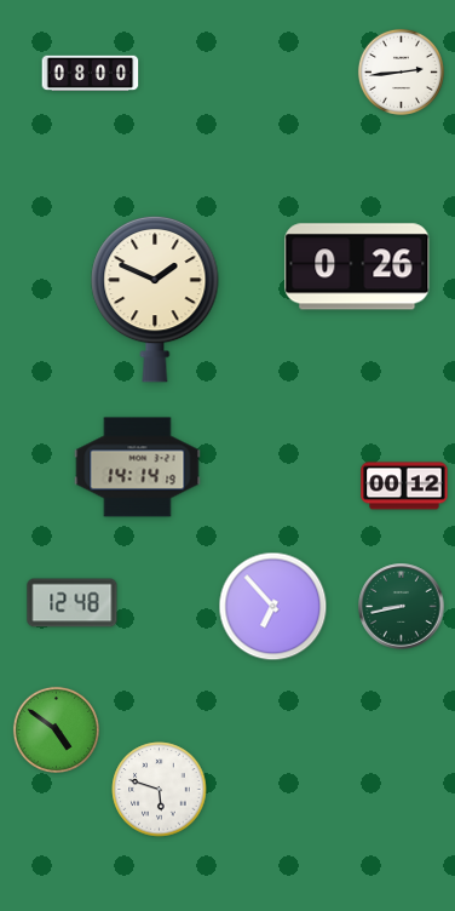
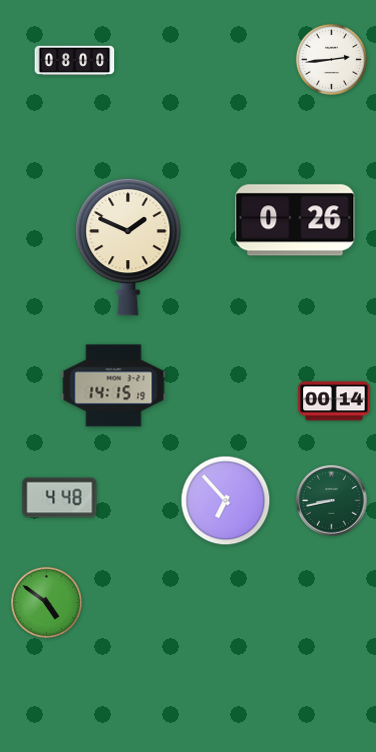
clock at (138, 468): 14:14 -> 14:15
clock at (404, 486): 00:12 -> 00:14
clock at (73, 603): 12:48 -> 4:48
clock at (160, 790): 5:48 -> none
